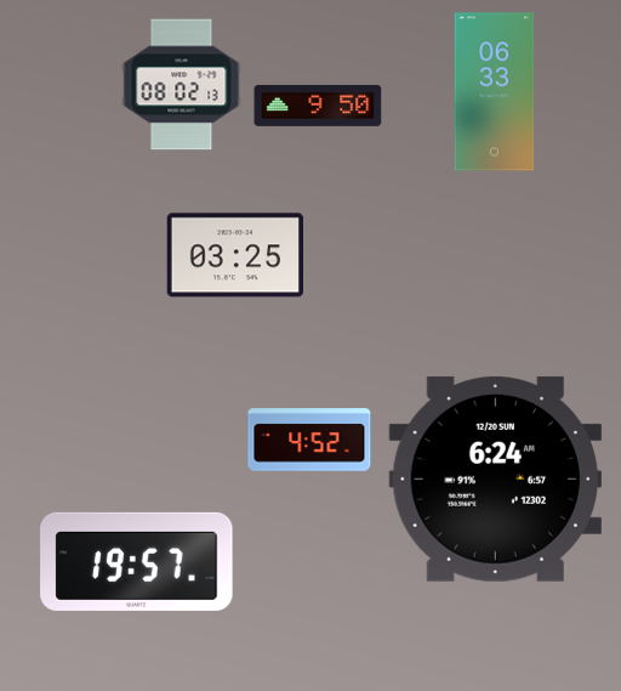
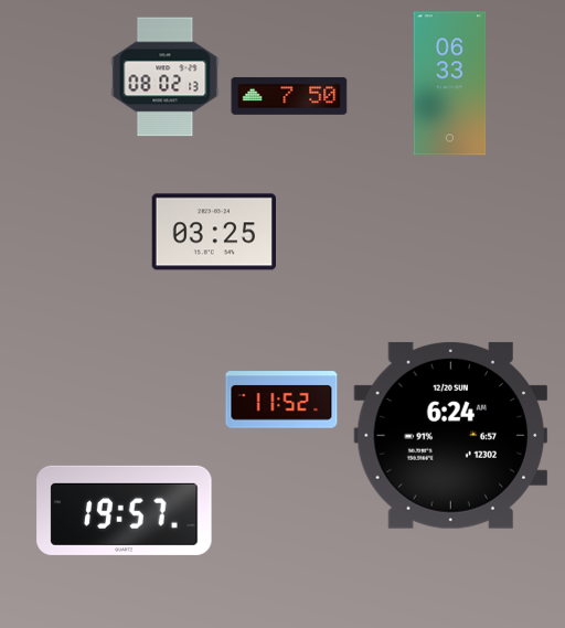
clock at (318, 106): 9:50 -> 7:50
clock at (309, 440): 4:52 -> 11:52
